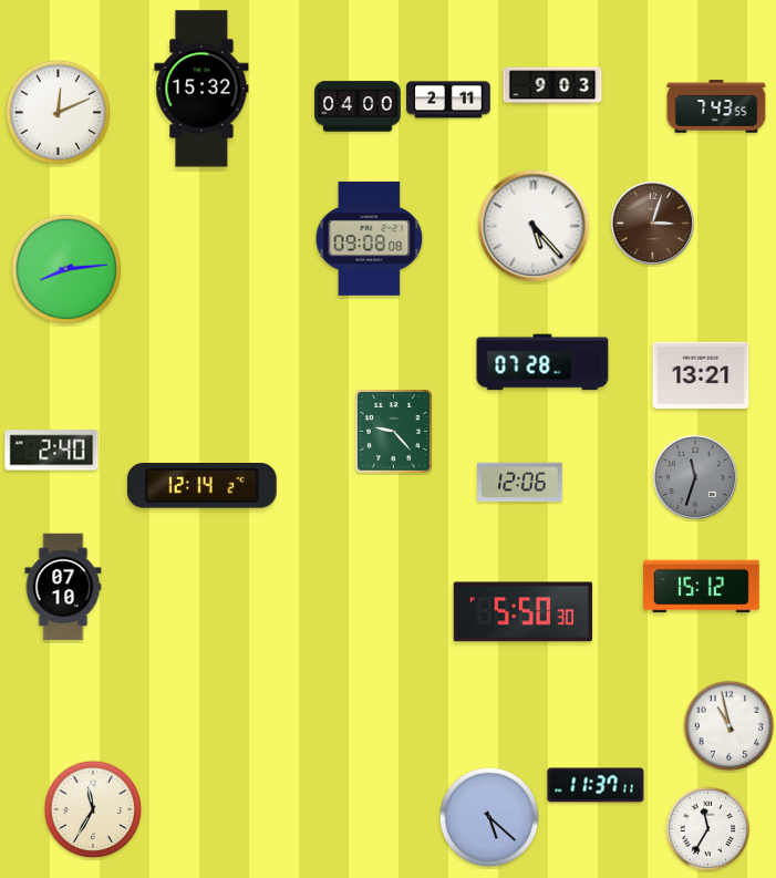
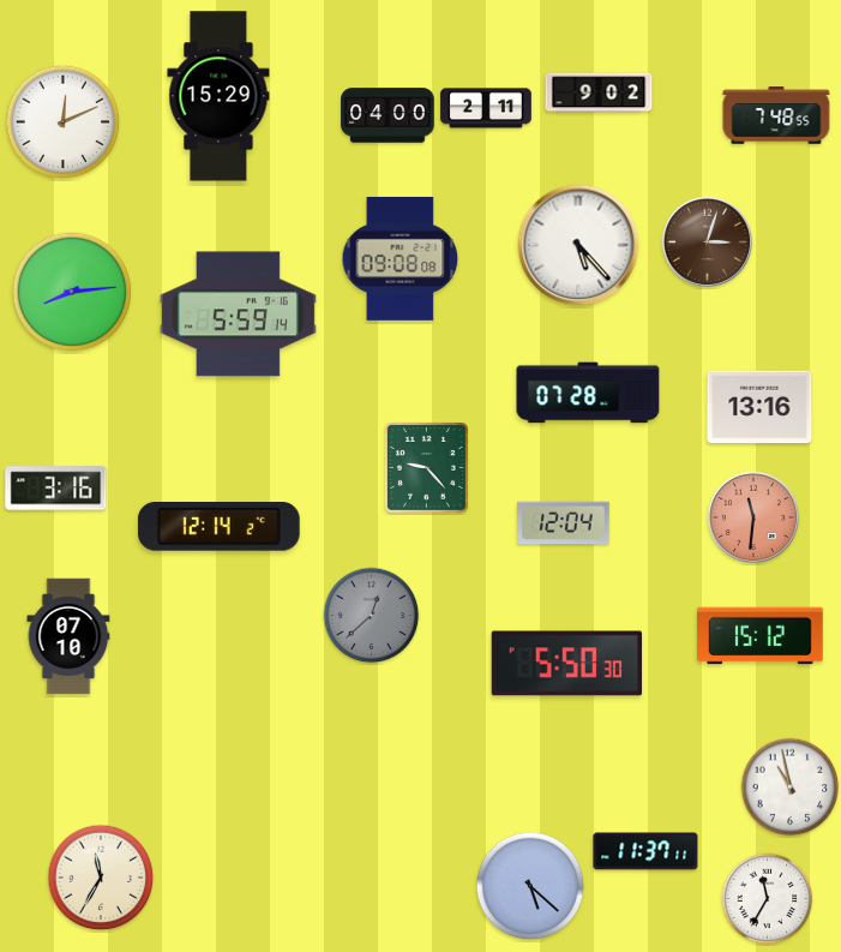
clock at (552, 85): 9:03 -> 9:02
clock at (201, 89): 15:32 -> 15:29
clock at (716, 106): 7:43 -> 7:48
clock at (238, 315): none -> 5:59
clock at (701, 375): 13:21 -> 13:16
clock at (52, 451): 2:40 -> 3:16
clock at (694, 476): 11:33 -> 11:31
clock at (694, 476) dial: grey -> salmon
clock at (520, 483): 12:06 -> 12:04
clock at (372, 616): none -> 12:38
